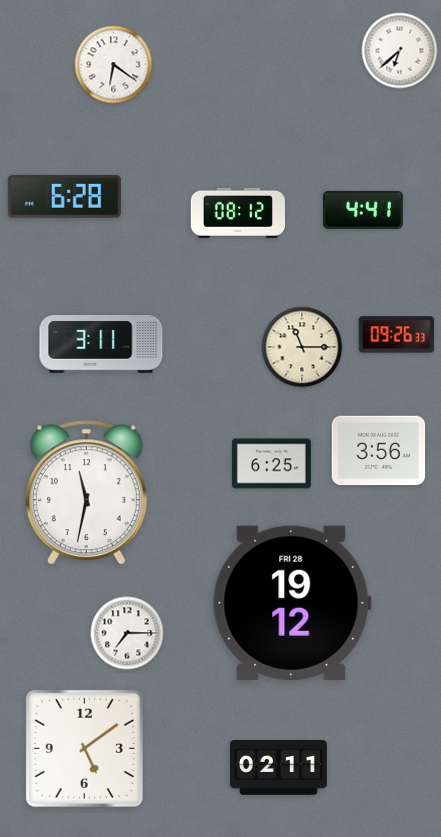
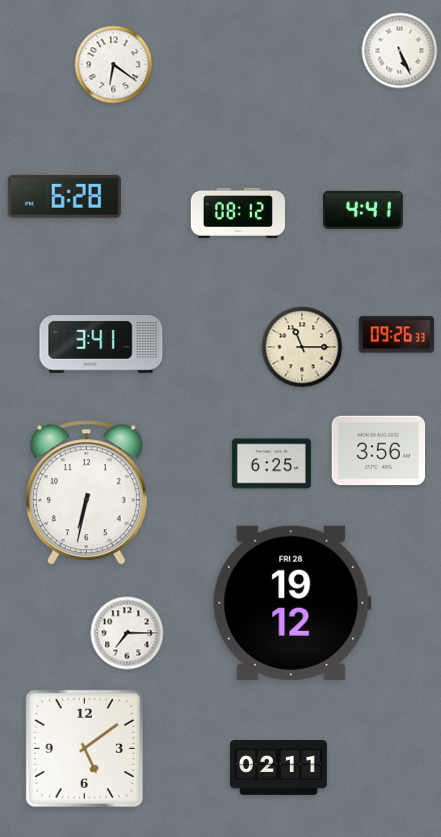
clock at (400, 51): 6:38 -> 5:26
clock at (101, 345): 3:11 -> 3:41
clock at (86, 493): 11:32 -> 6:32
